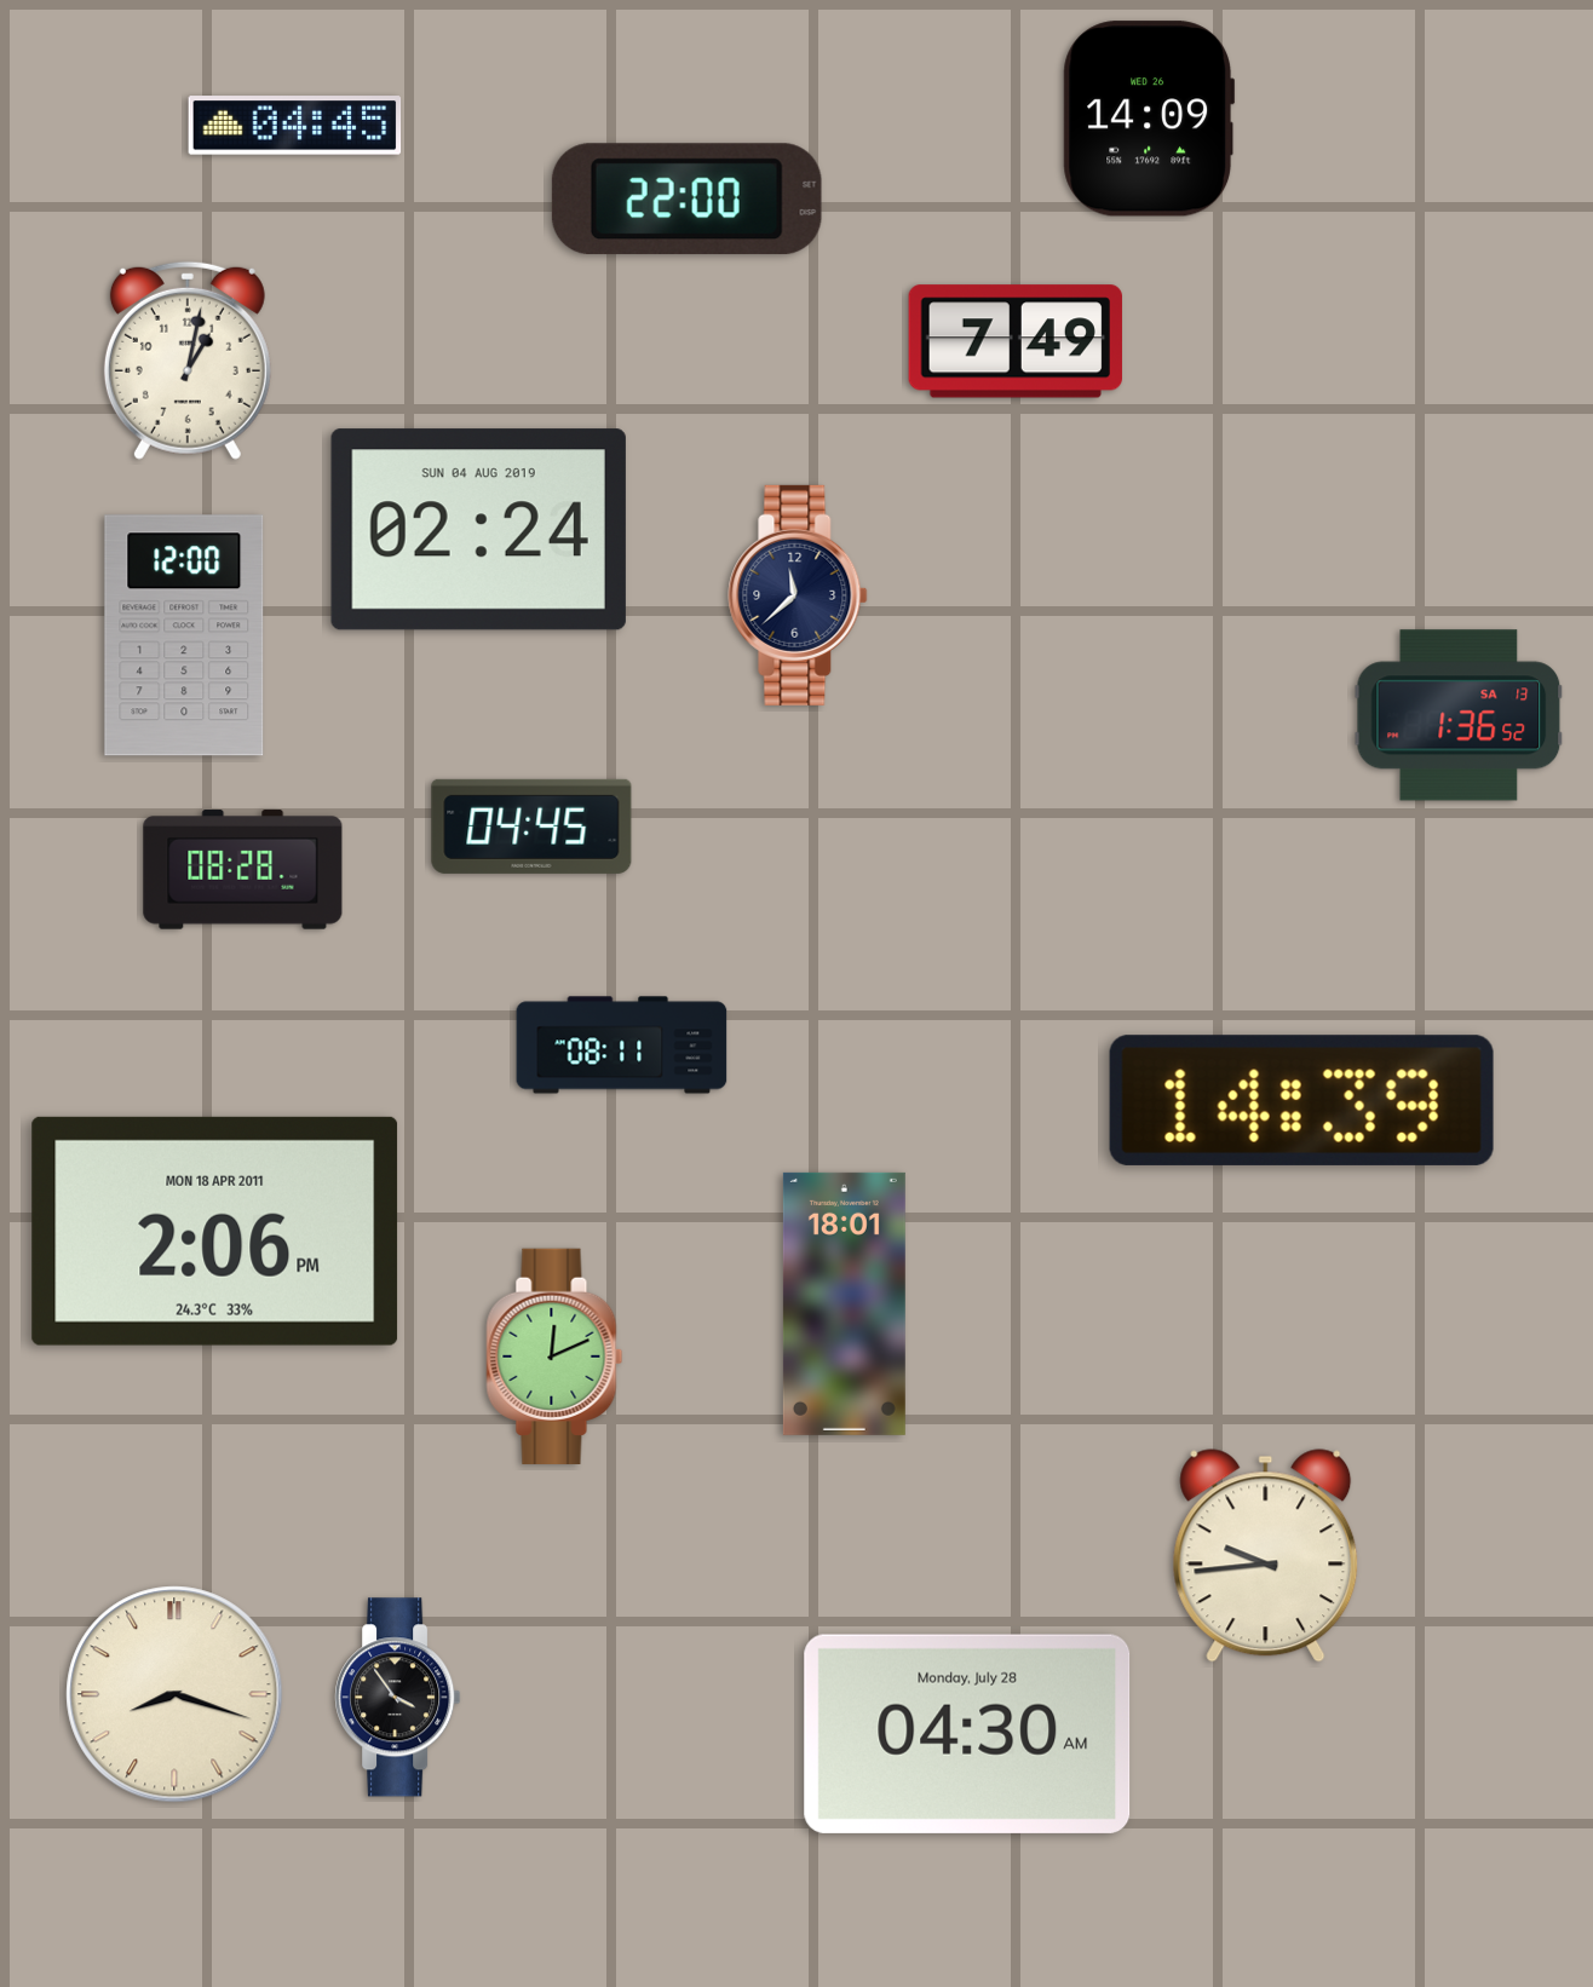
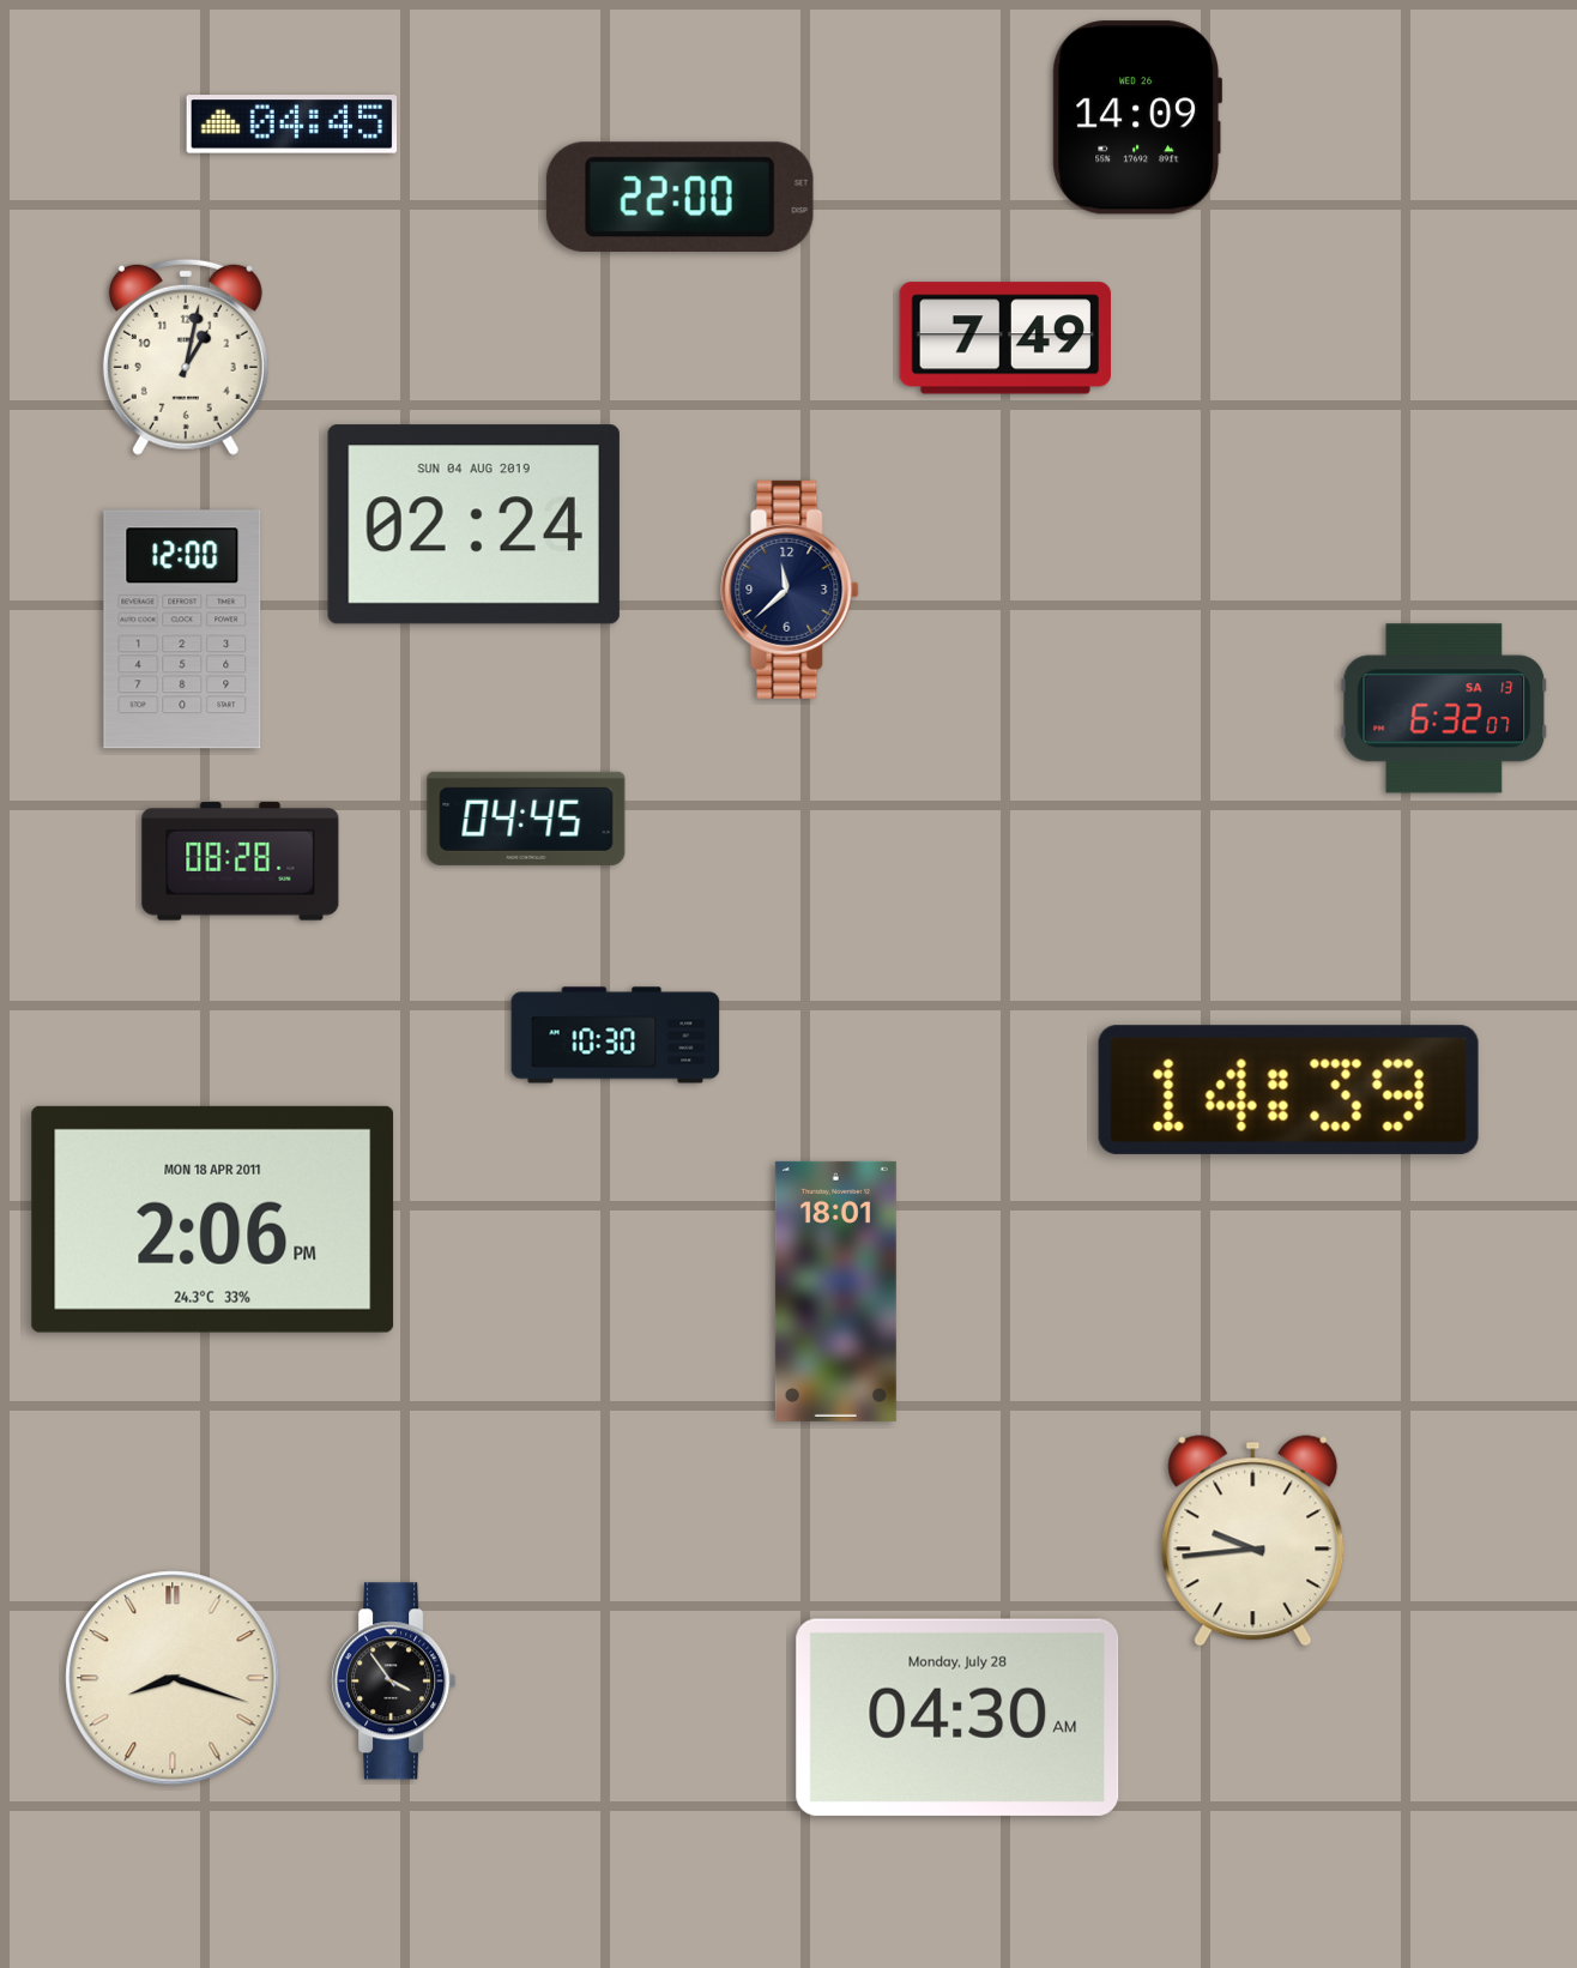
clock at (1459, 715): 1:36 -> 6:32
clock at (622, 1046): 08:11 -> 10:30
clock at (554, 1357): 12:11 -> none
